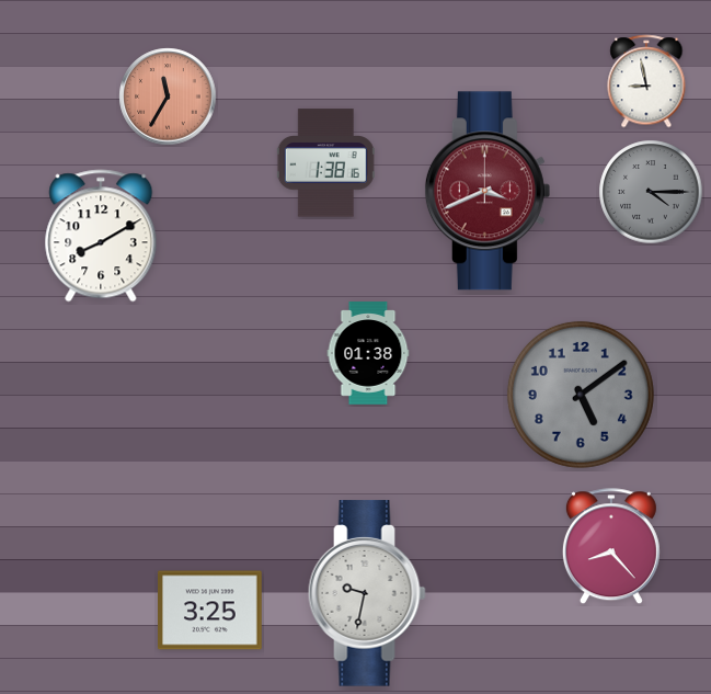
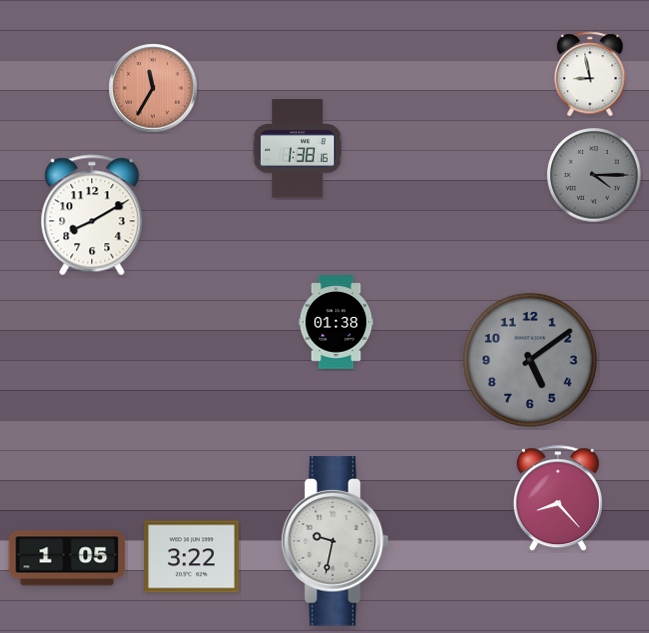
clock at (488, 191): 3:41 -> none
clock at (210, 611): 3:25 -> 3:22
clock at (67, 558): none -> 1:05
